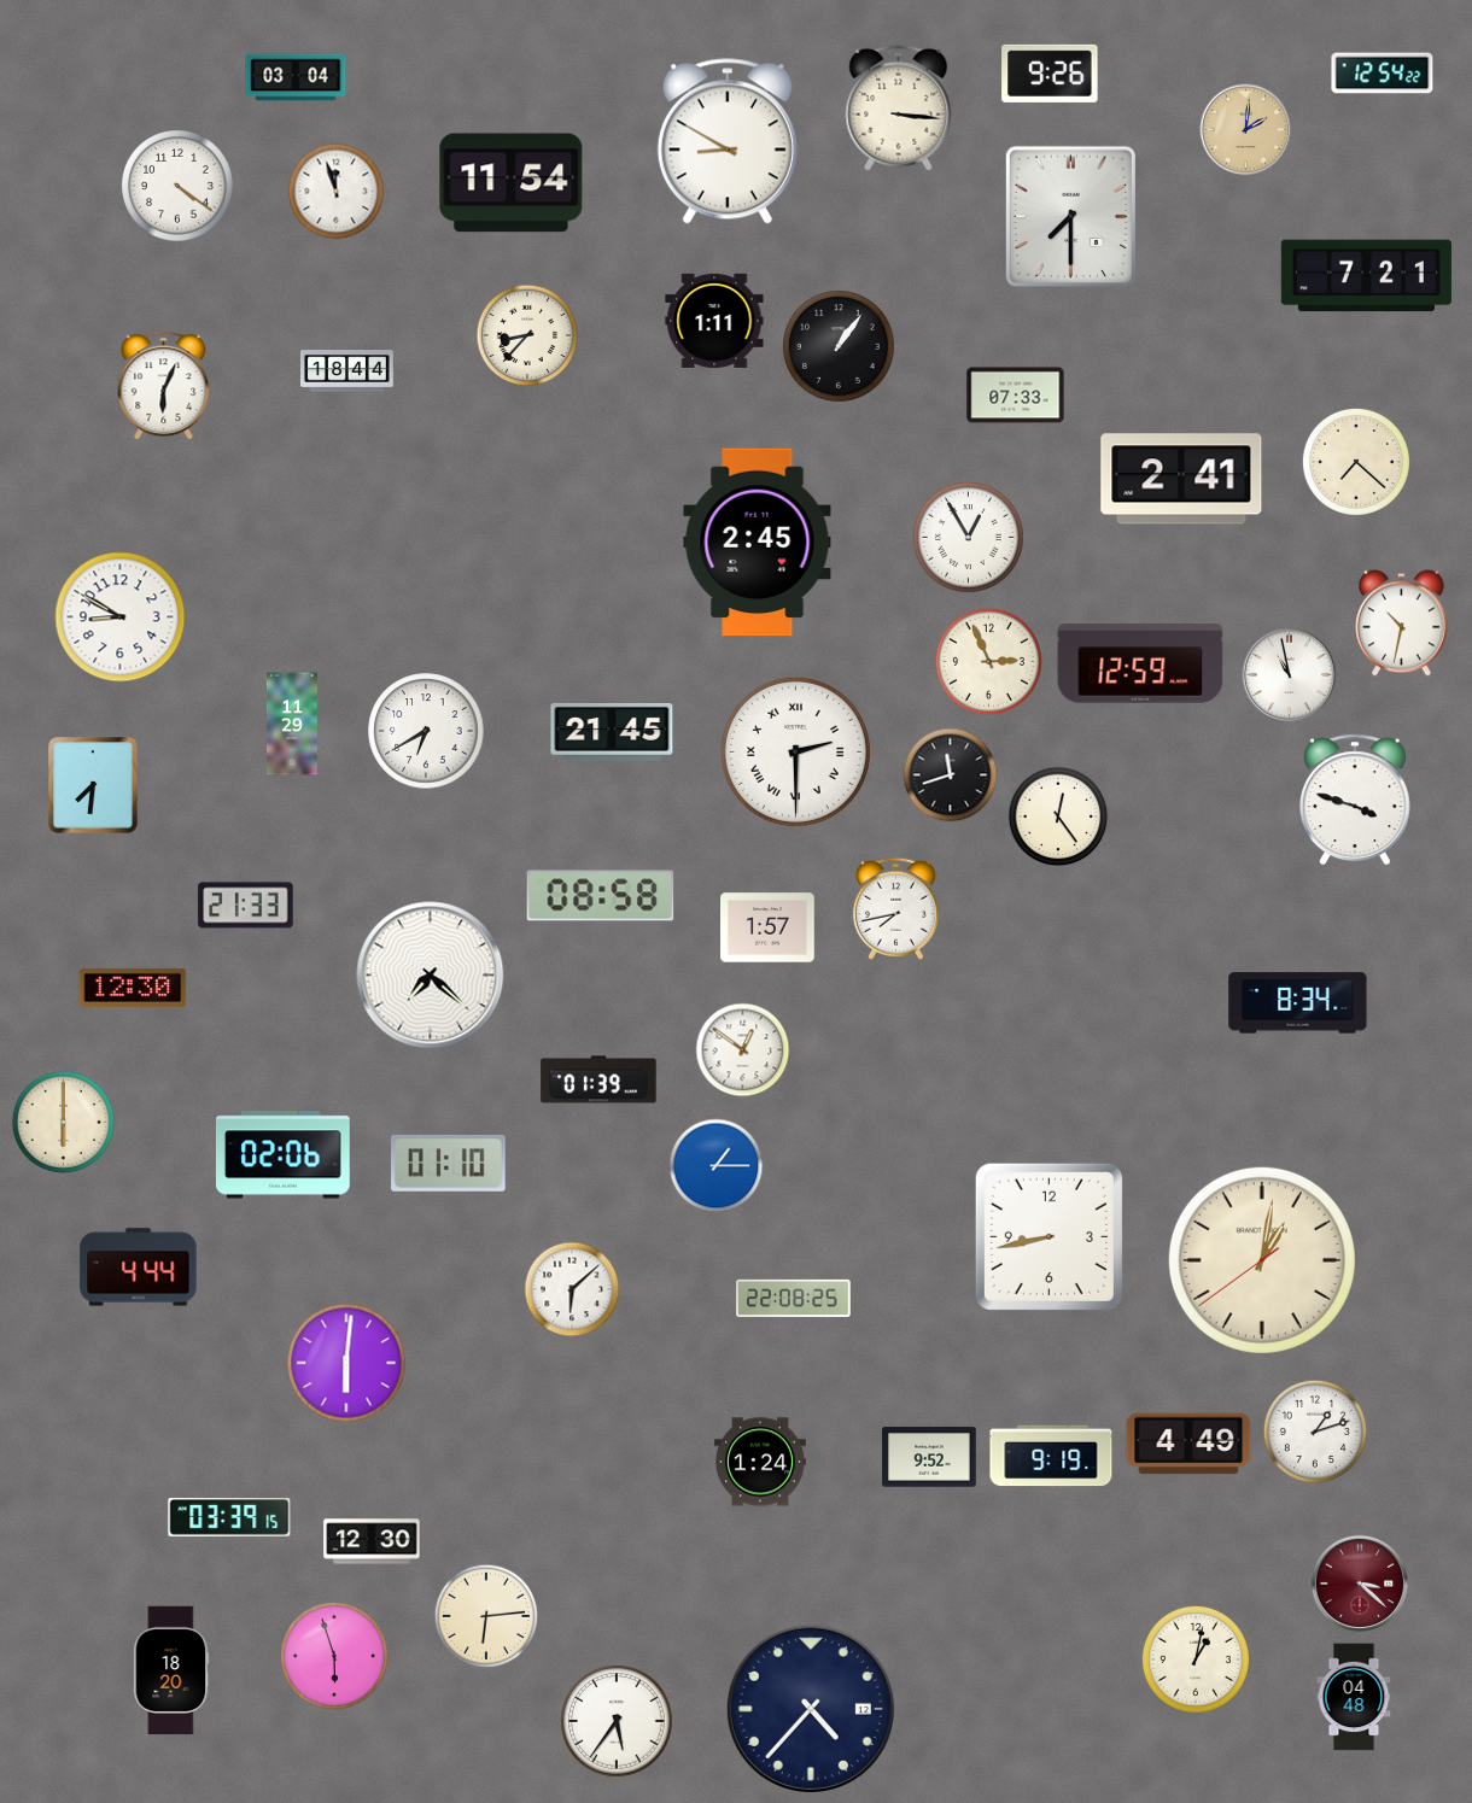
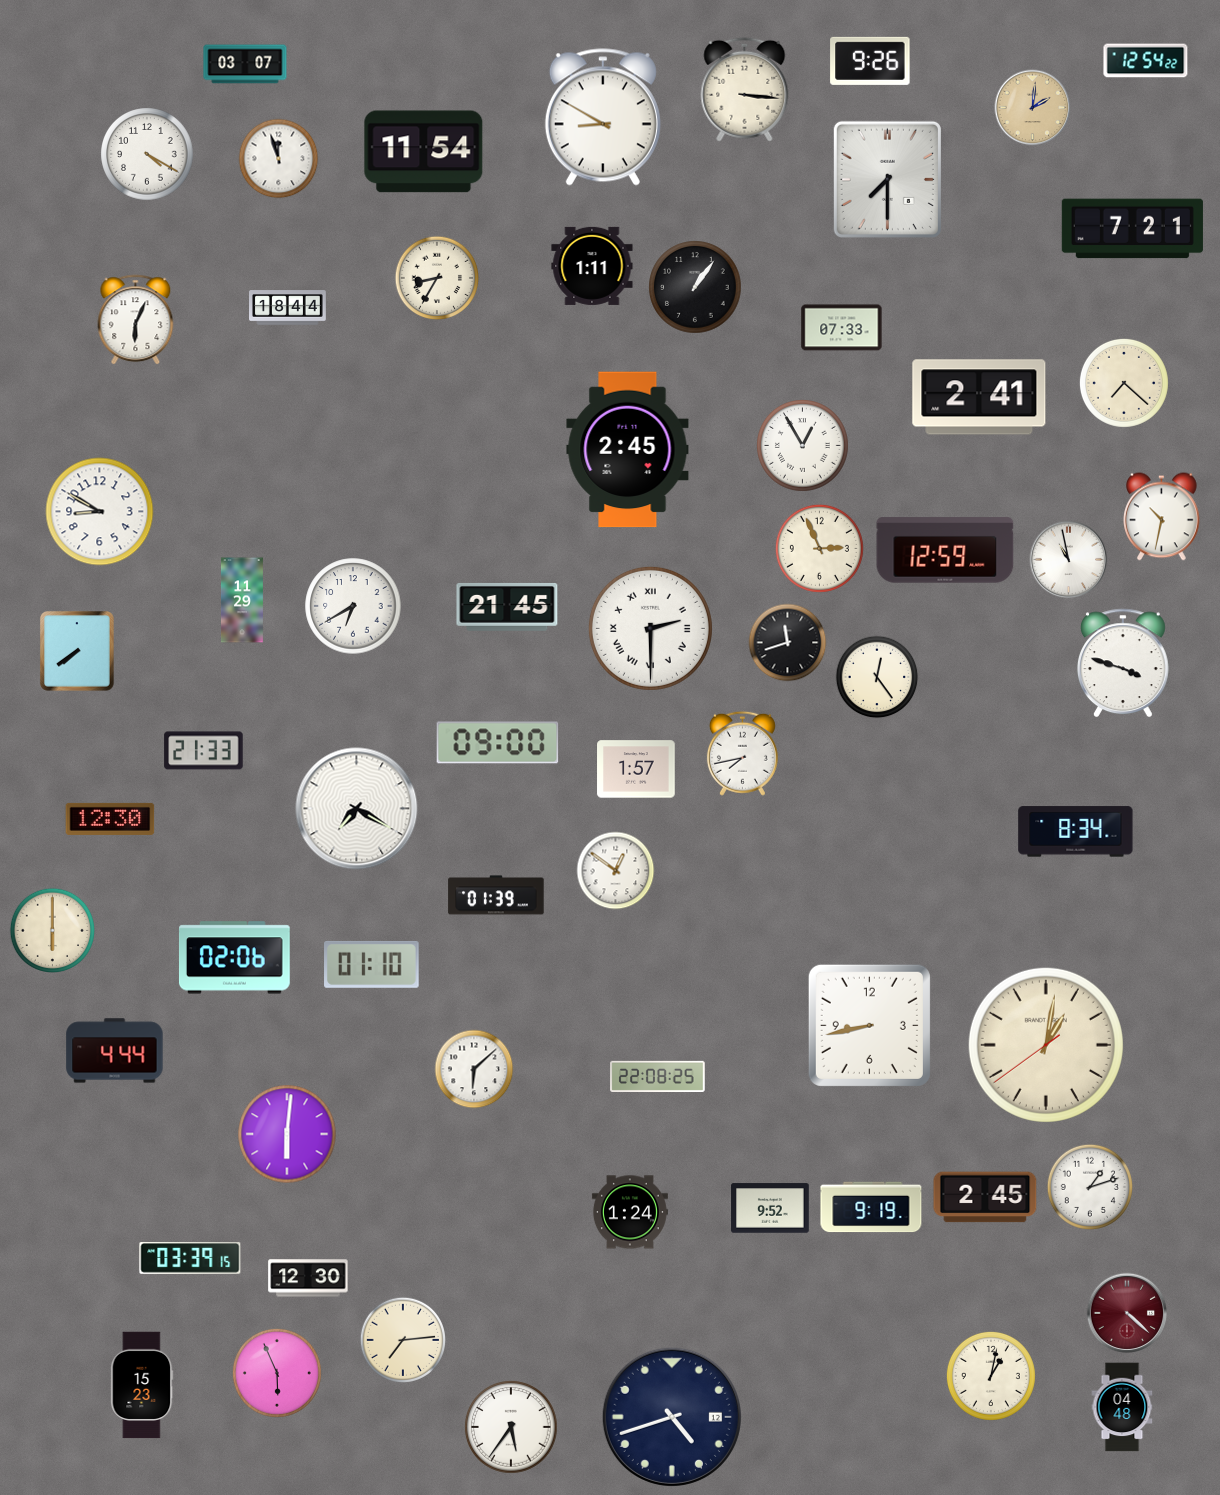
clock at (296, 77): 03:04 -> 03:07
clock at (177, 186): 4:21 -> 4:20
clock at (527, 335): 8:37 -> 8:35
clock at (795, 751) position: (795, 751) -> (650, 628)
clock at (93, 786): 7:31 -> 7:39
clock at (601, 896): 08:58 -> 09:00
clock at (431, 976): 7:22 -> 7:20
clock at (717, 1166): 1:15 -> none
clock at (346, 1363) position: (346, 1363) -> (287, 1134)
clock at (1188, 1444): 4:49 -> 2:45
clock at (1360, 1584): 3:22 -> 4:22
clock at (485, 1615): 6:14 -> 7:14
clock at (334, 1656): 5:57 -> 5:56
clock at (171, 1670): 18:20 -> 15:23
clock at (811, 1709): 4:37 -> 4:42
